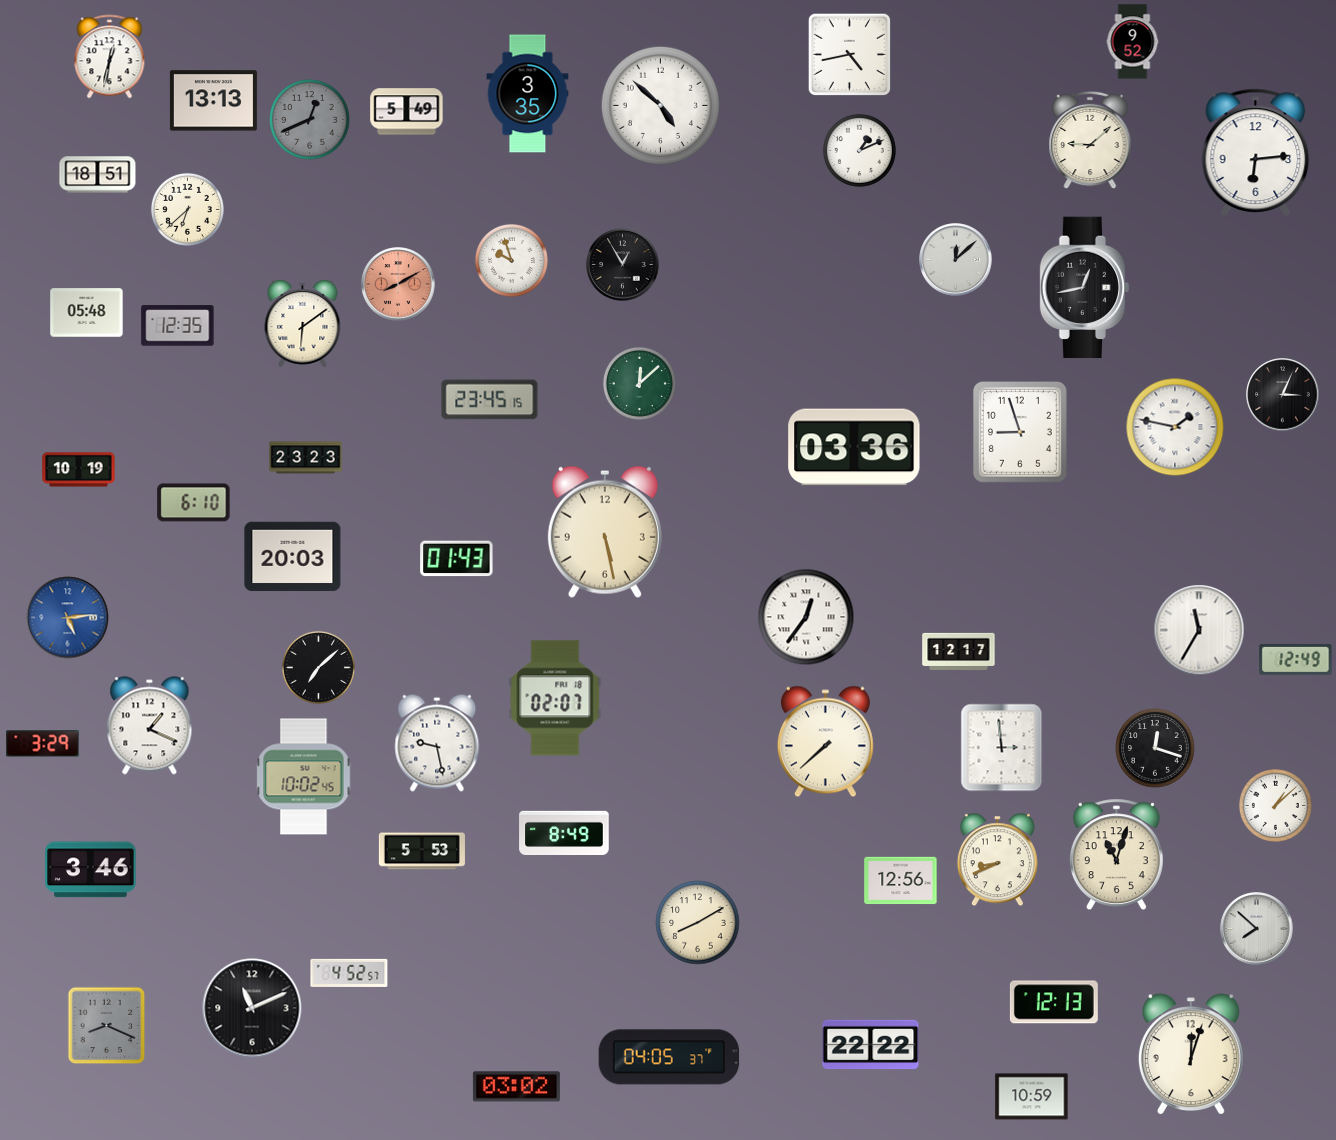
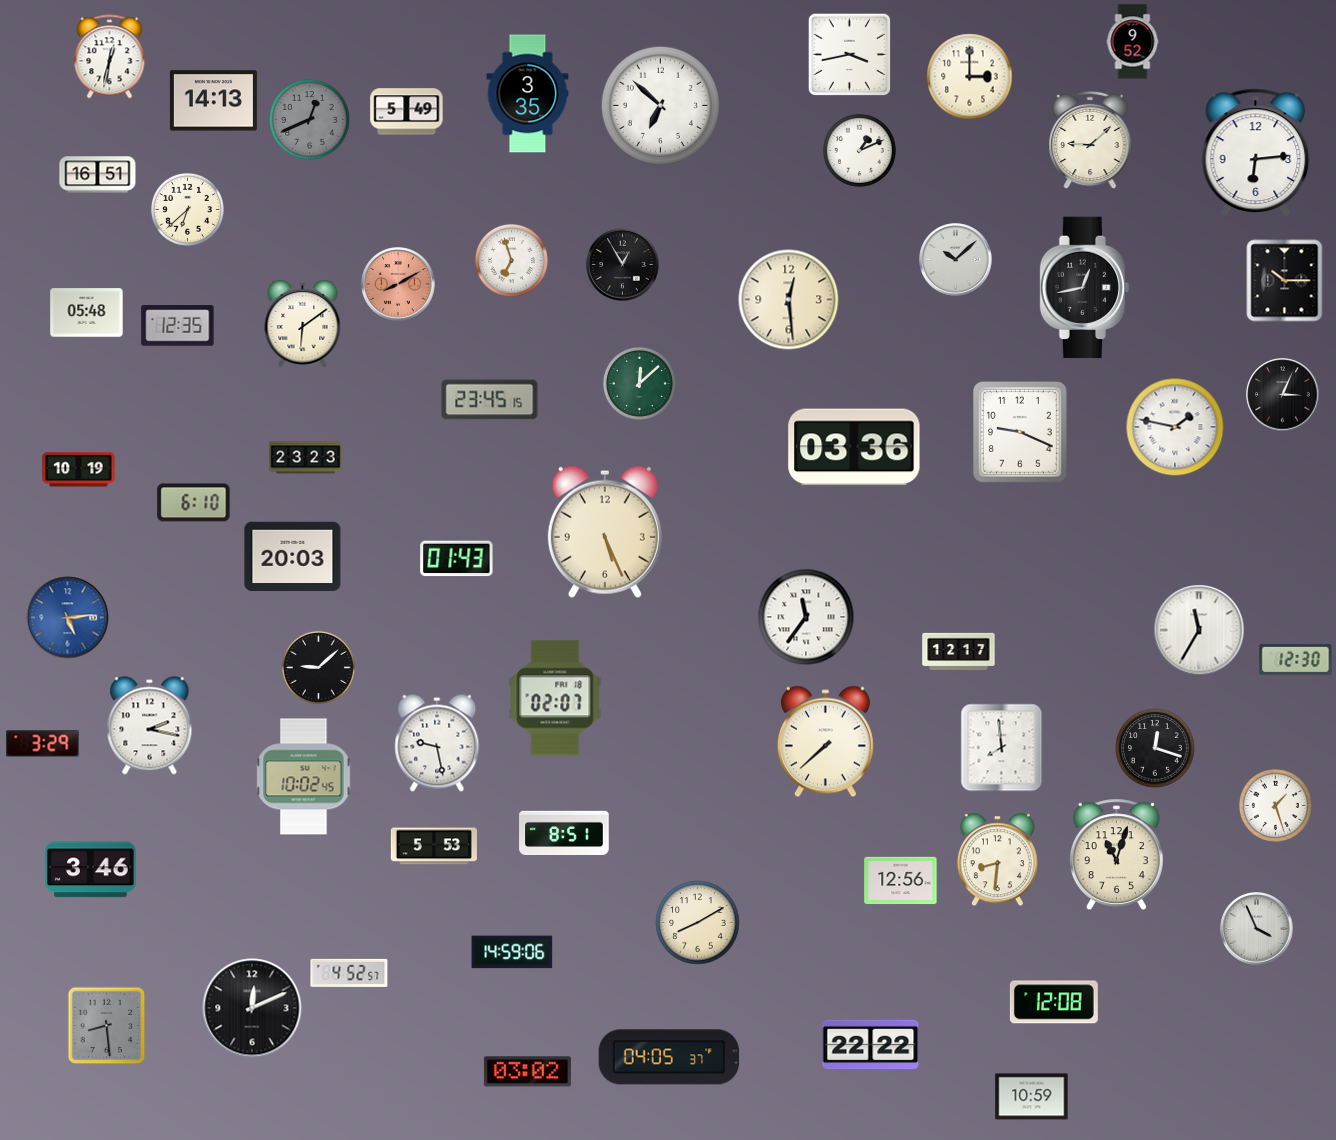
clock at (849, 54): 4:43 -> 3:43
clock at (970, 77): none -> 3:00
clock at (213, 101): 13:13 -> 14:13
clock at (660, 105): 4:52 -> 6:52
clock at (98, 175): 18:51 -> 16:51
clock at (511, 260): 9:57 -> 6:57
clock at (956, 260): 12:08 -> 10:08
clock at (1285, 281): none -> 10:15
clock at (789, 300): none -> 12:29
clock at (1020, 432): 8:57 -> 9:19
clock at (605, 532): 5:28 -> 5:26
clock at (806, 617): 12:36 -> 11:36
clock at (1296, 659): 12:49 -> 12:30
clock at (318, 667): 7:08 -> 9:08
clock at (150, 726): 1:19 -> 2:17
clock at (1002, 748): 2:59 -> 7:59
clock at (1275, 805): 1:08 -> 1:27
clock at (564, 832): 8:49 -> 8:51
clock at (422, 851) position: (422, 851) -> (434, 846)
clock at (997, 860): 8:41 -> 8:31
clock at (1257, 929): 7:52 -> 3:56
clock at (512, 952): none -> 14:59
clock at (1054, 1002): 12:13 -> 12:08
clock at (252, 1008): 11:11 -> 12:11
clock at (107, 1026): 8:19 -> 8:29
clock at (1191, 1054): 12:03 -> none
clock at (516, 1087) position: (516, 1087) -> (527, 1072)
